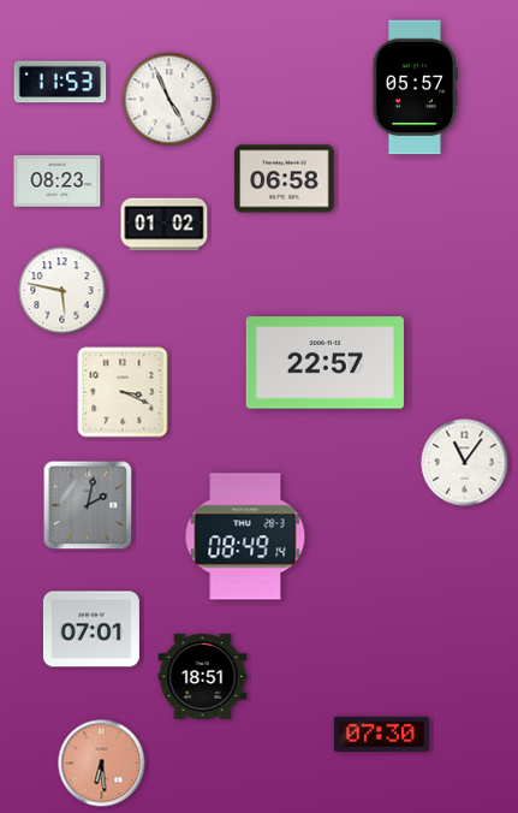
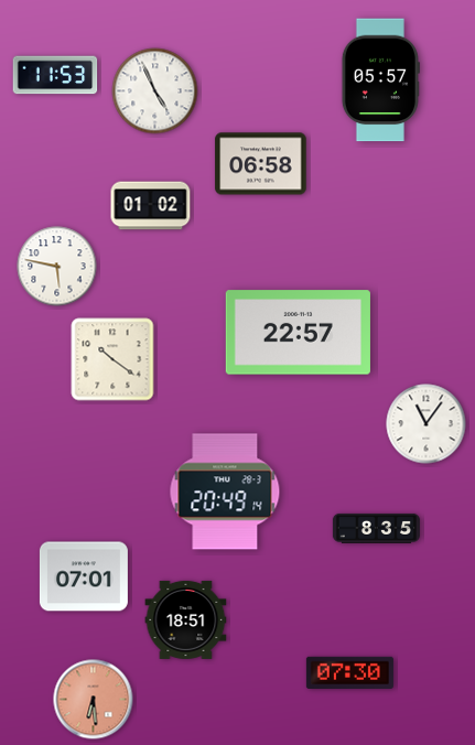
clock at (58, 182): 08:23 -> none
clock at (123, 392): 3:19 -> 10:21
clock at (88, 505): 2:02 -> none
clock at (245, 536): 08:49 -> 20:49
clock at (376, 528): none -> 8:35
